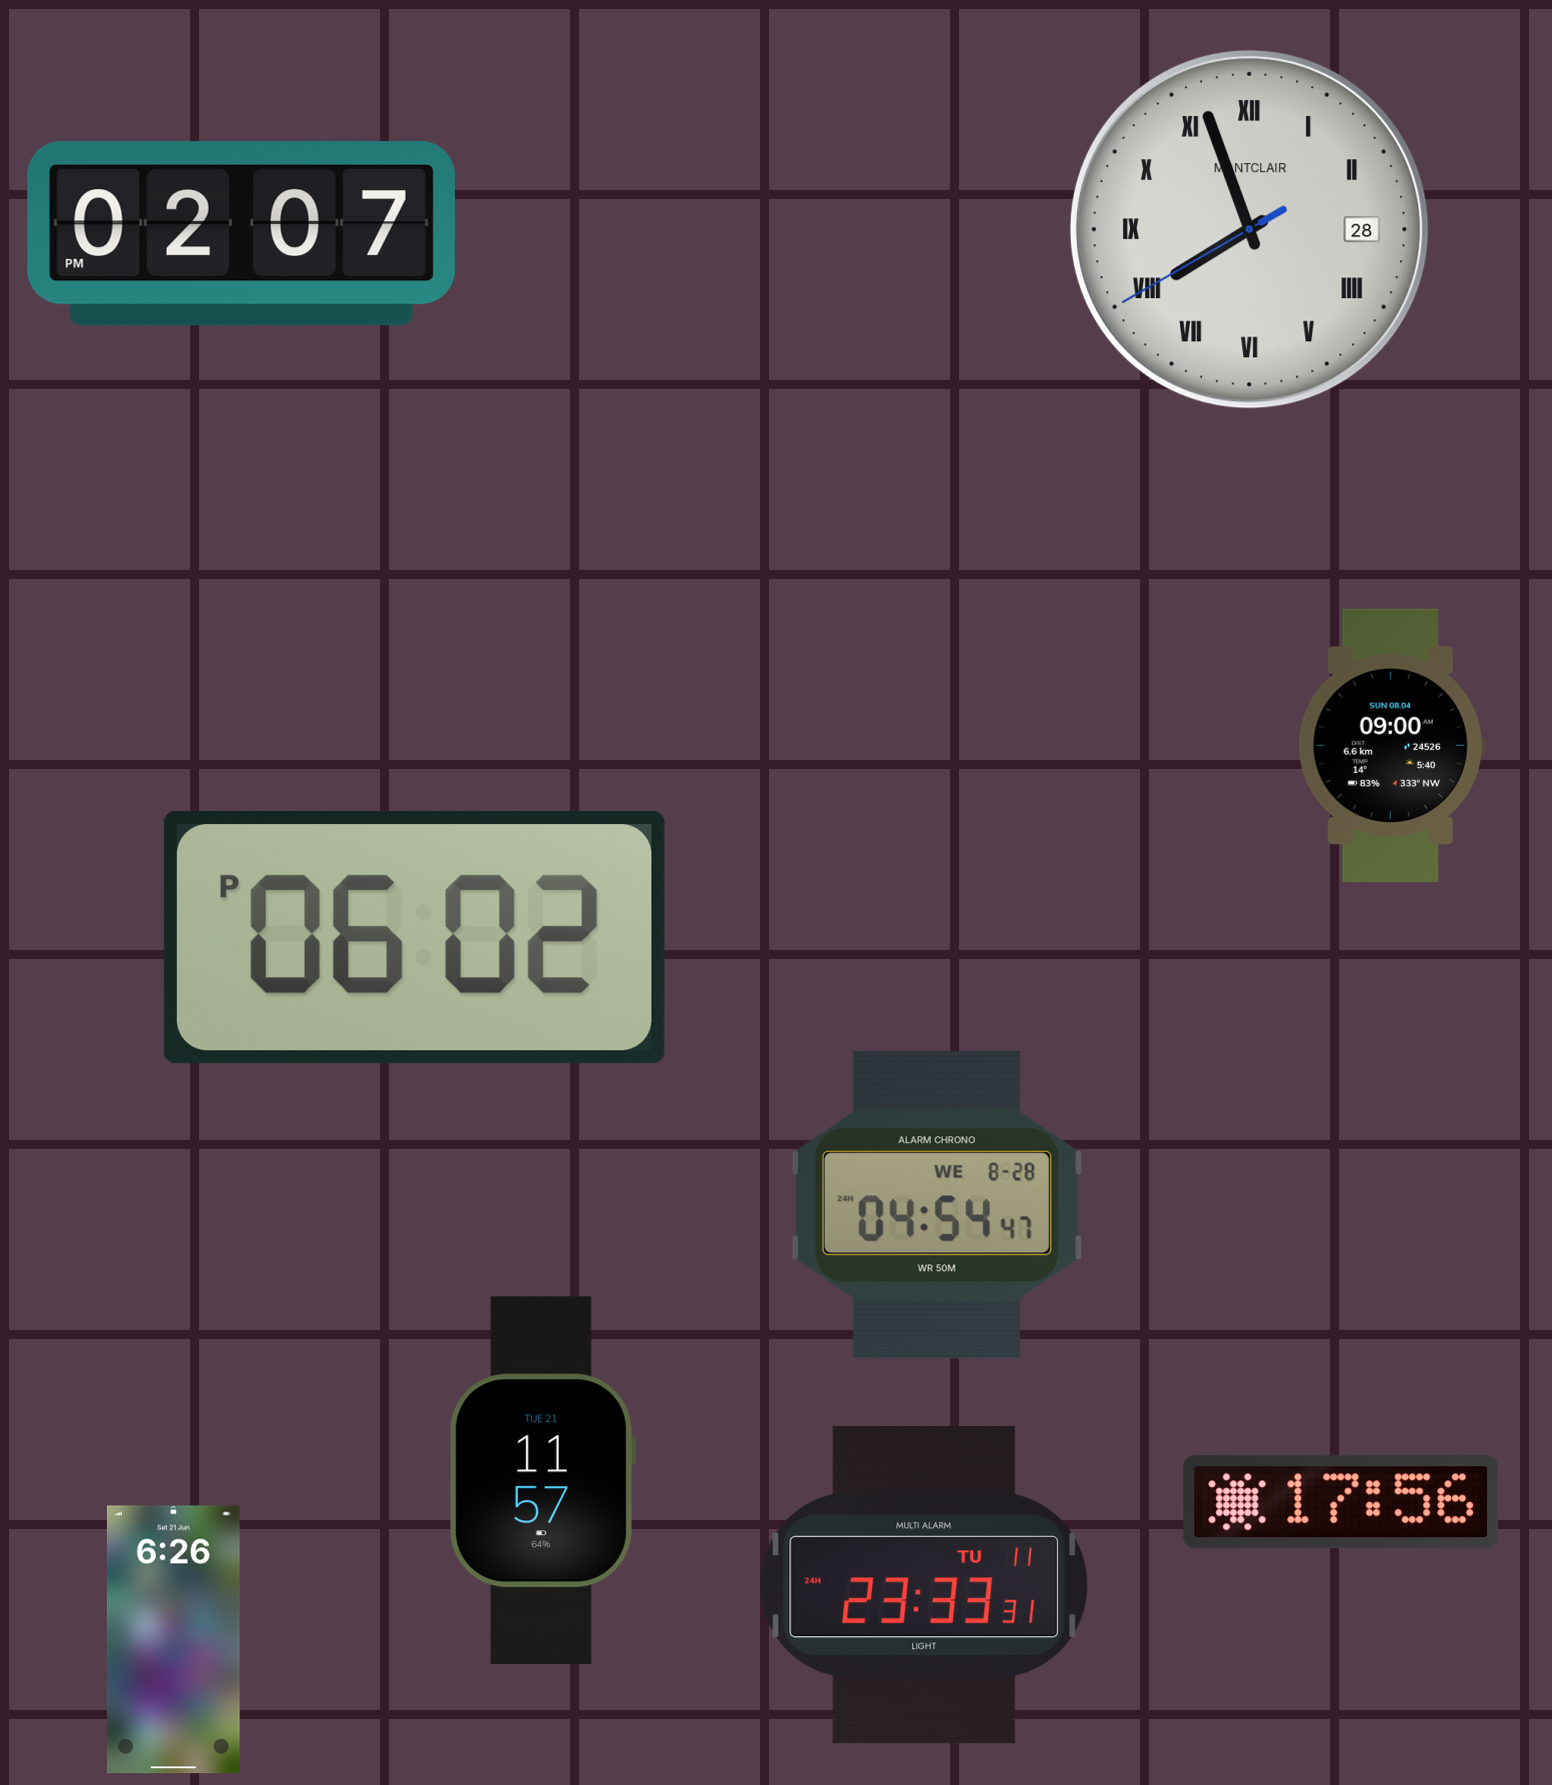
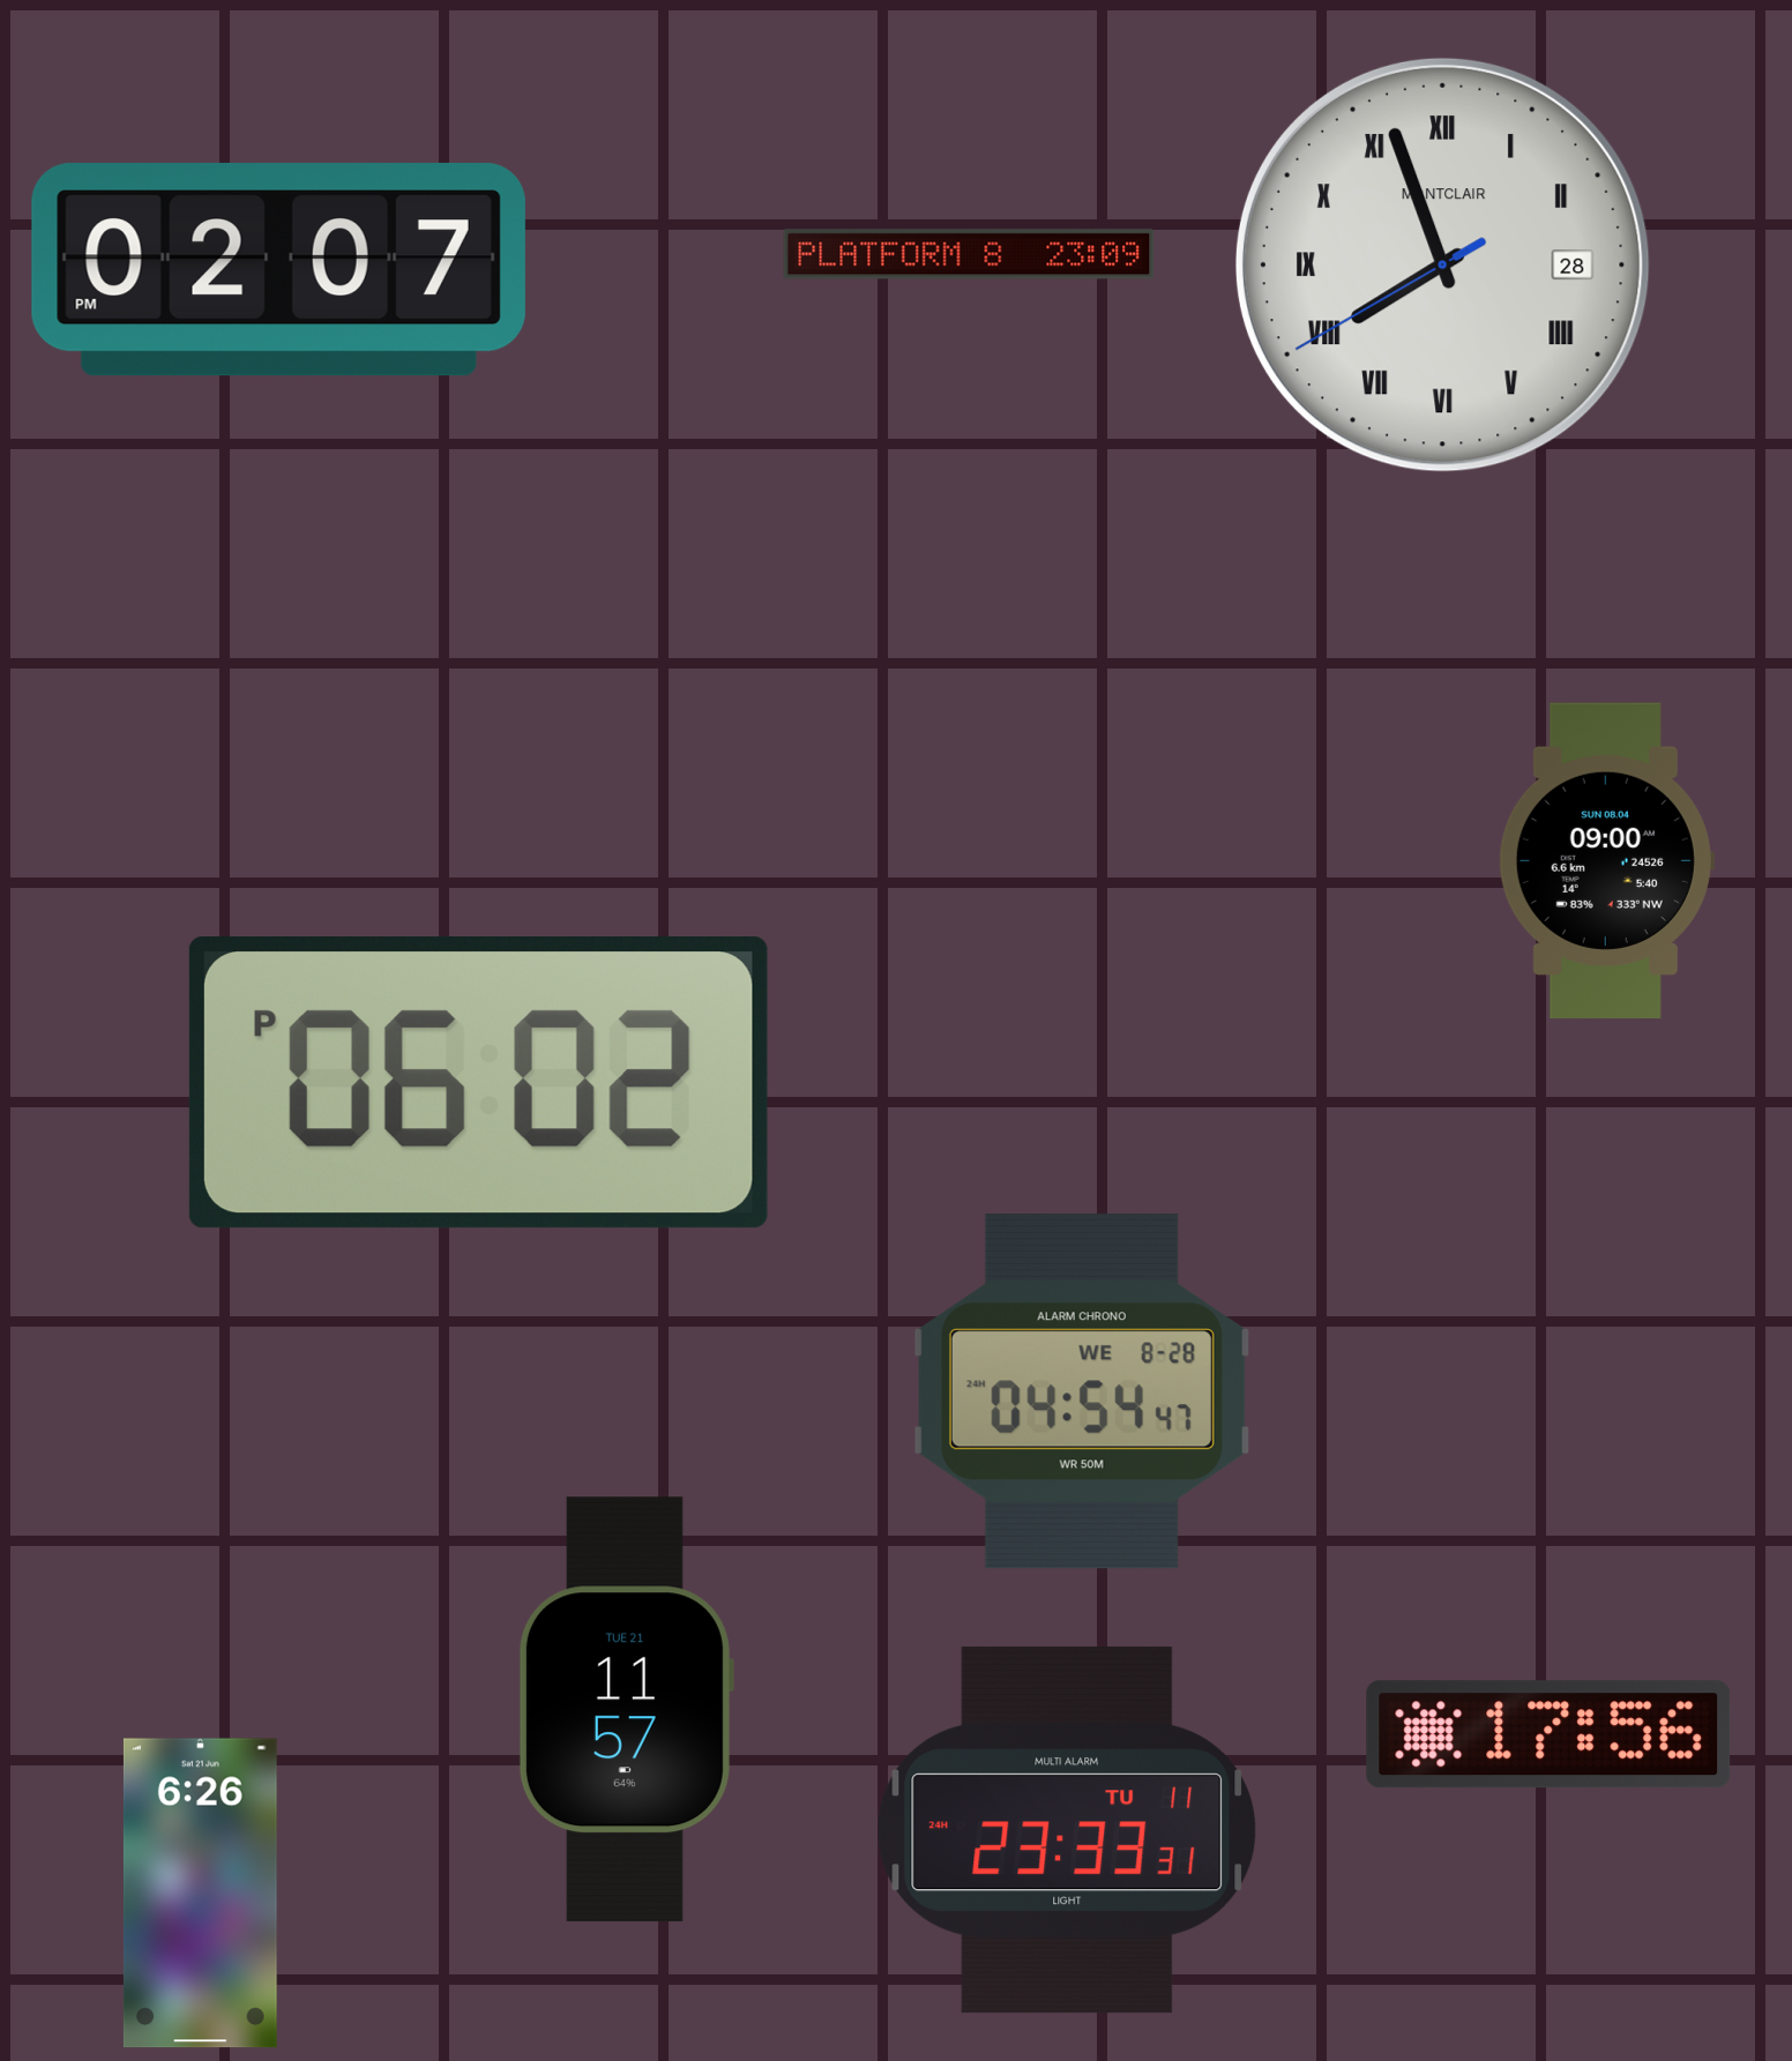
clock at (969, 254): none -> 23:09
